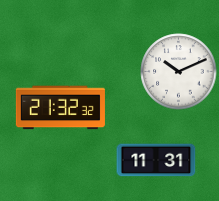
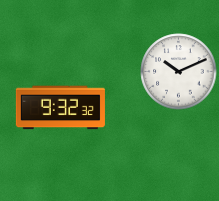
clock at (60, 108): 21:32 -> 9:32
clock at (156, 160): 11:31 -> none
